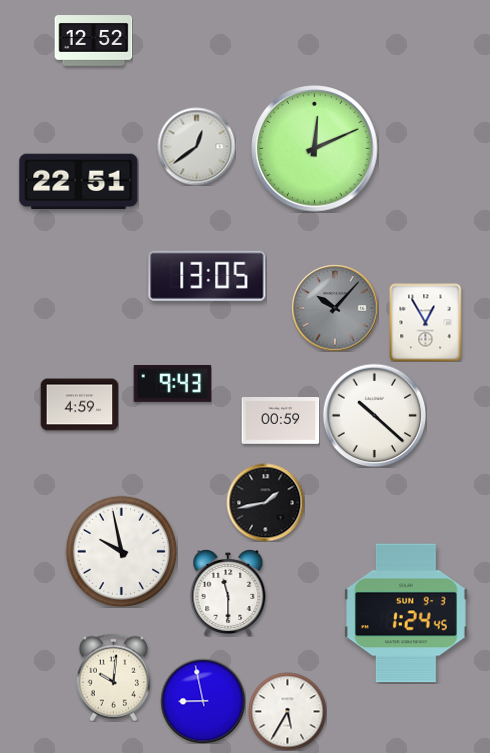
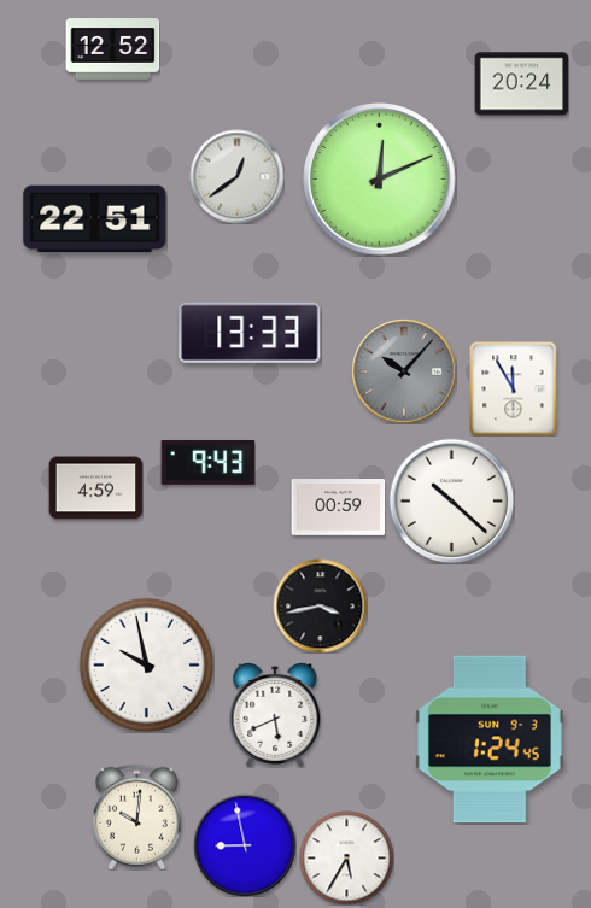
clock at (521, 84): none -> 20:24
clock at (207, 276): 13:05 -> 13:33
clock at (426, 322): 12:55 -> 11:55
clock at (265, 502): 1:43 -> 3:43
clock at (228, 593): 11:30 -> 5:41
